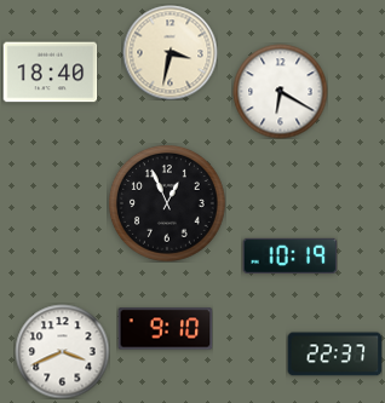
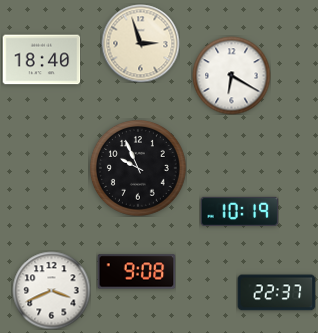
clock at (169, 52): 3:32 -> 2:57
clock at (167, 203): 12:56 -> 9:56
clock at (165, 329): 9:10 -> 9:08
